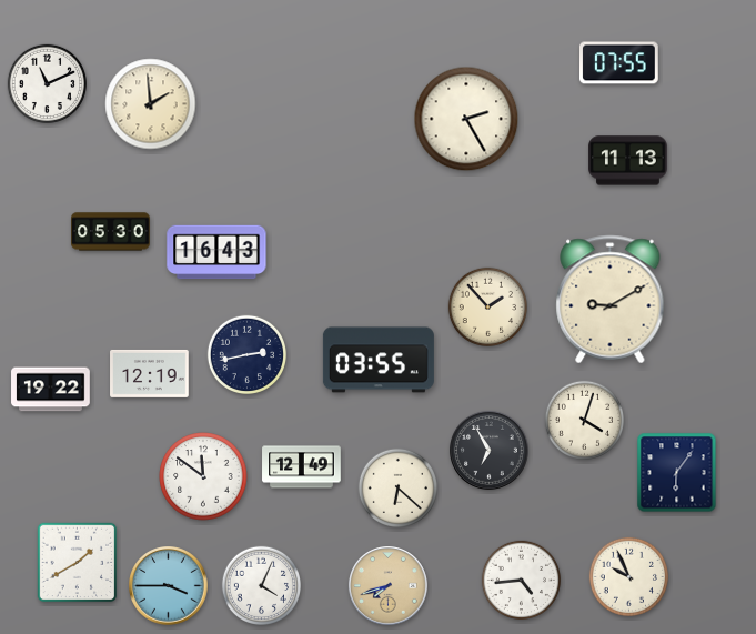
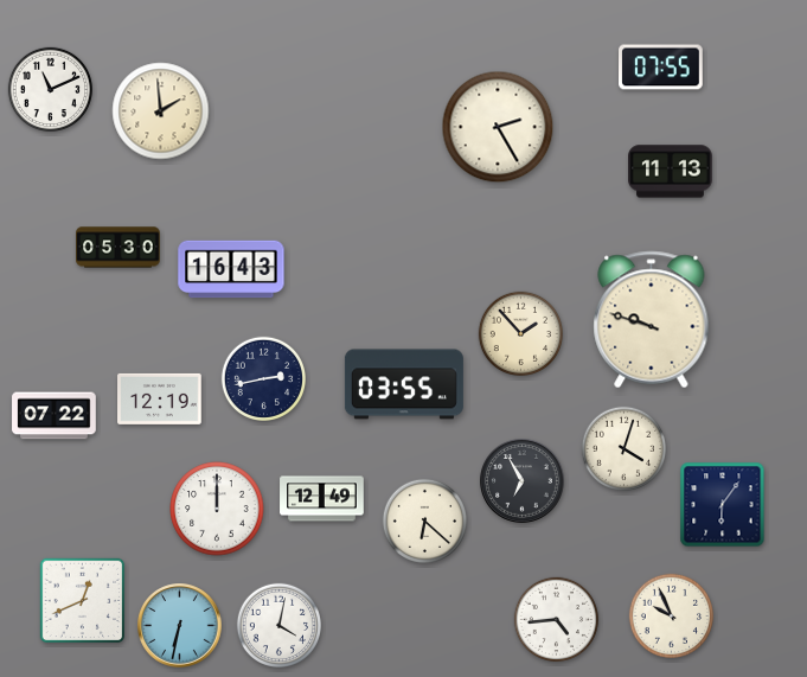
clock at (611, 300): 9:10 -> 9:48
clock at (487, 306) position: (487, 306) -> (520, 333)
clock at (51, 390): 19:22 -> 07:22
clock at (203, 476): 11:51 -> 12:00
clock at (78, 563): 1:40 -> 12:41
clock at (261, 585): 4:04 -> 4:02
clock at (169, 586): 3:45 -> 6:32
clock at (389, 586): 7:42 -> none
